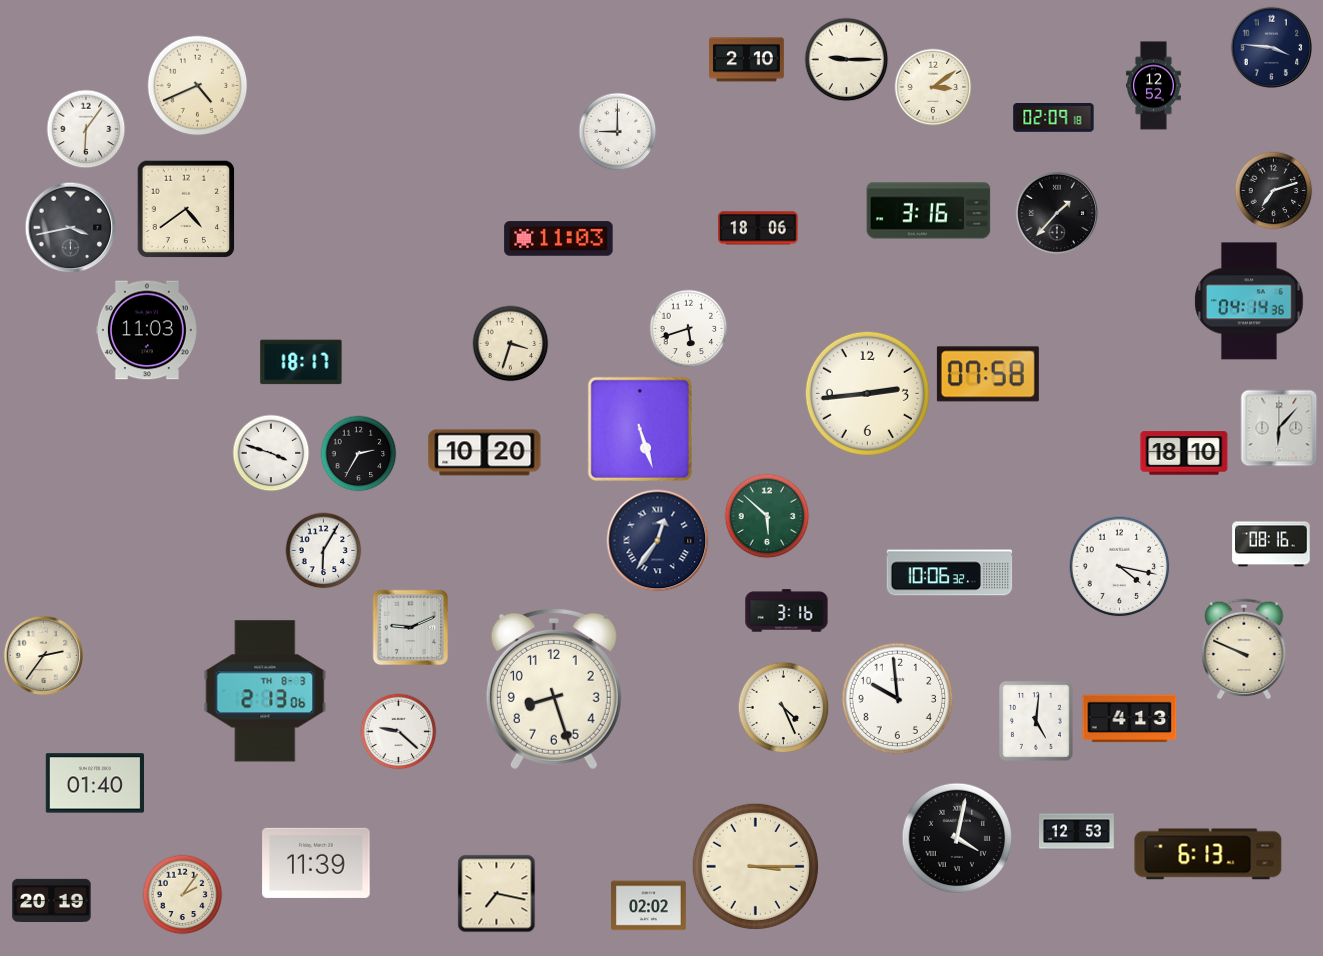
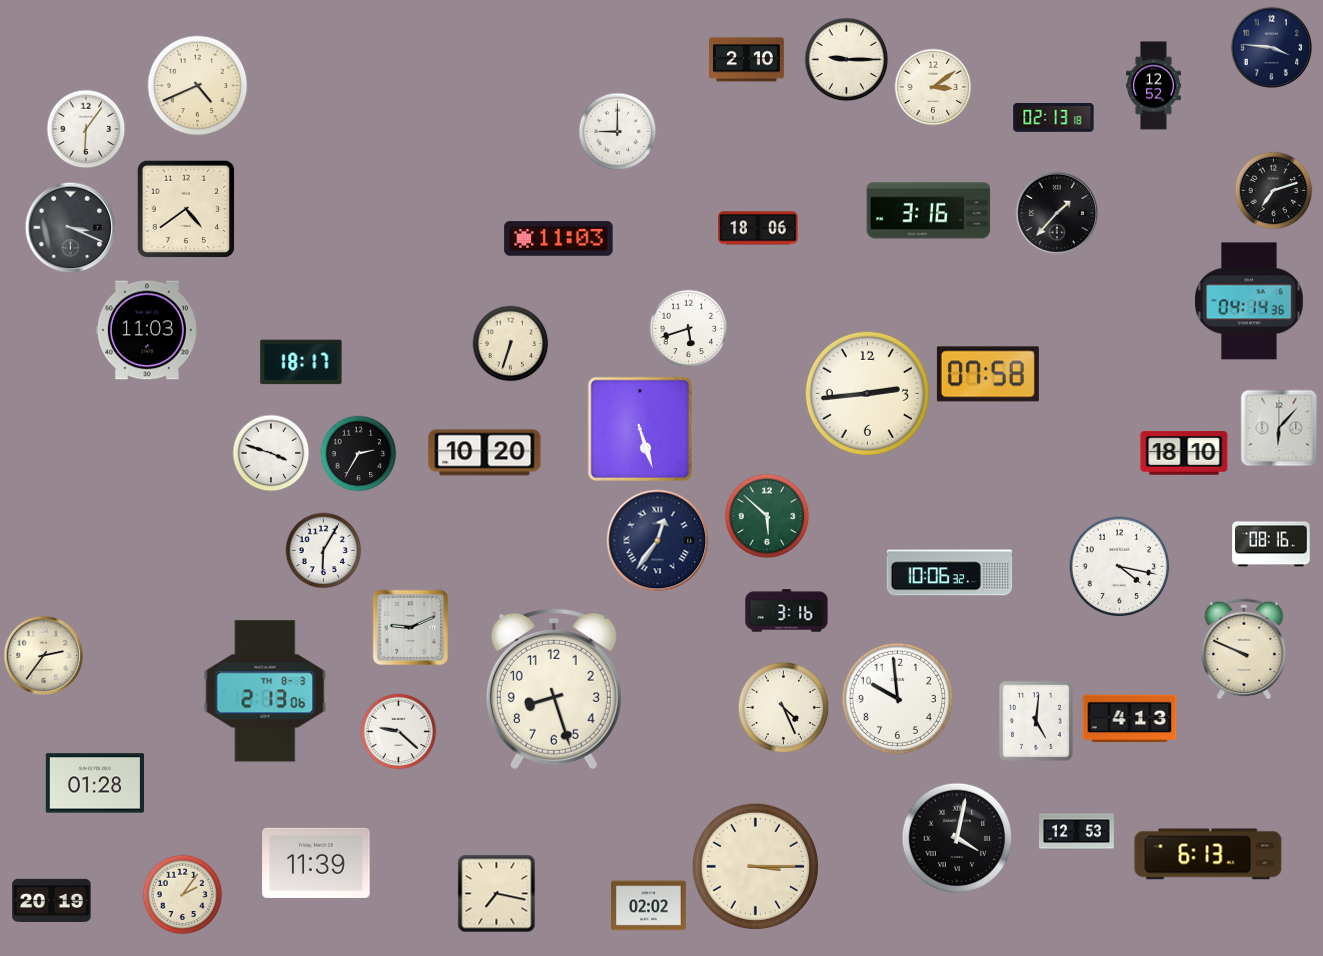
clock at (1054, 118): 02:09 -> 02:13
clock at (71, 228): 3:43 -> 3:19
clock at (511, 344): 3:33 -> 6:33
clock at (94, 783): 01:40 -> 01:28
